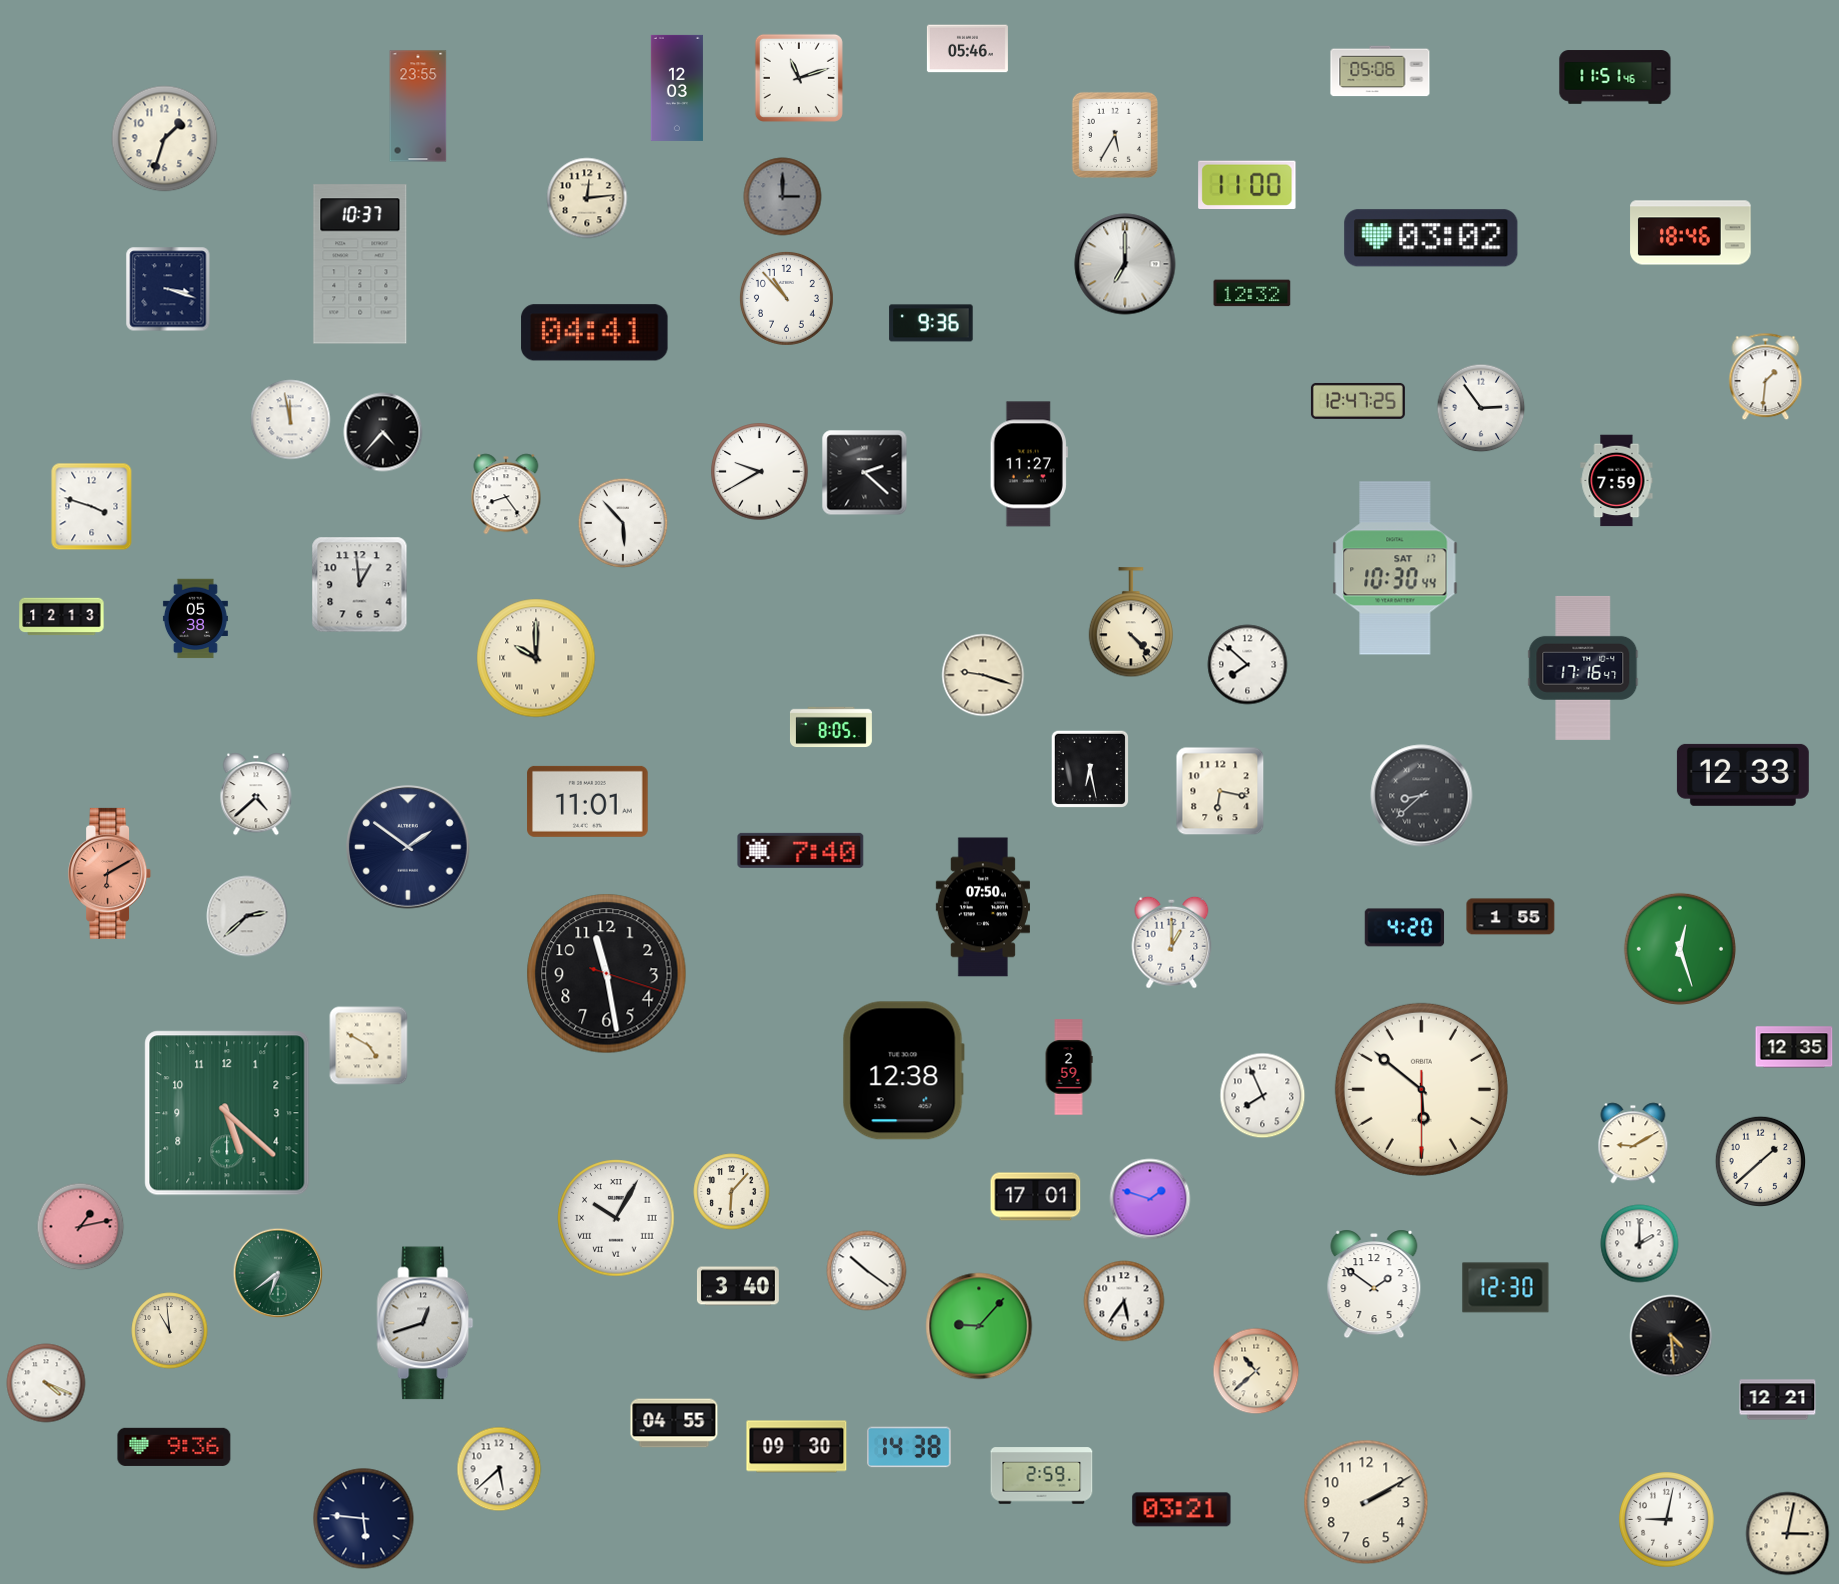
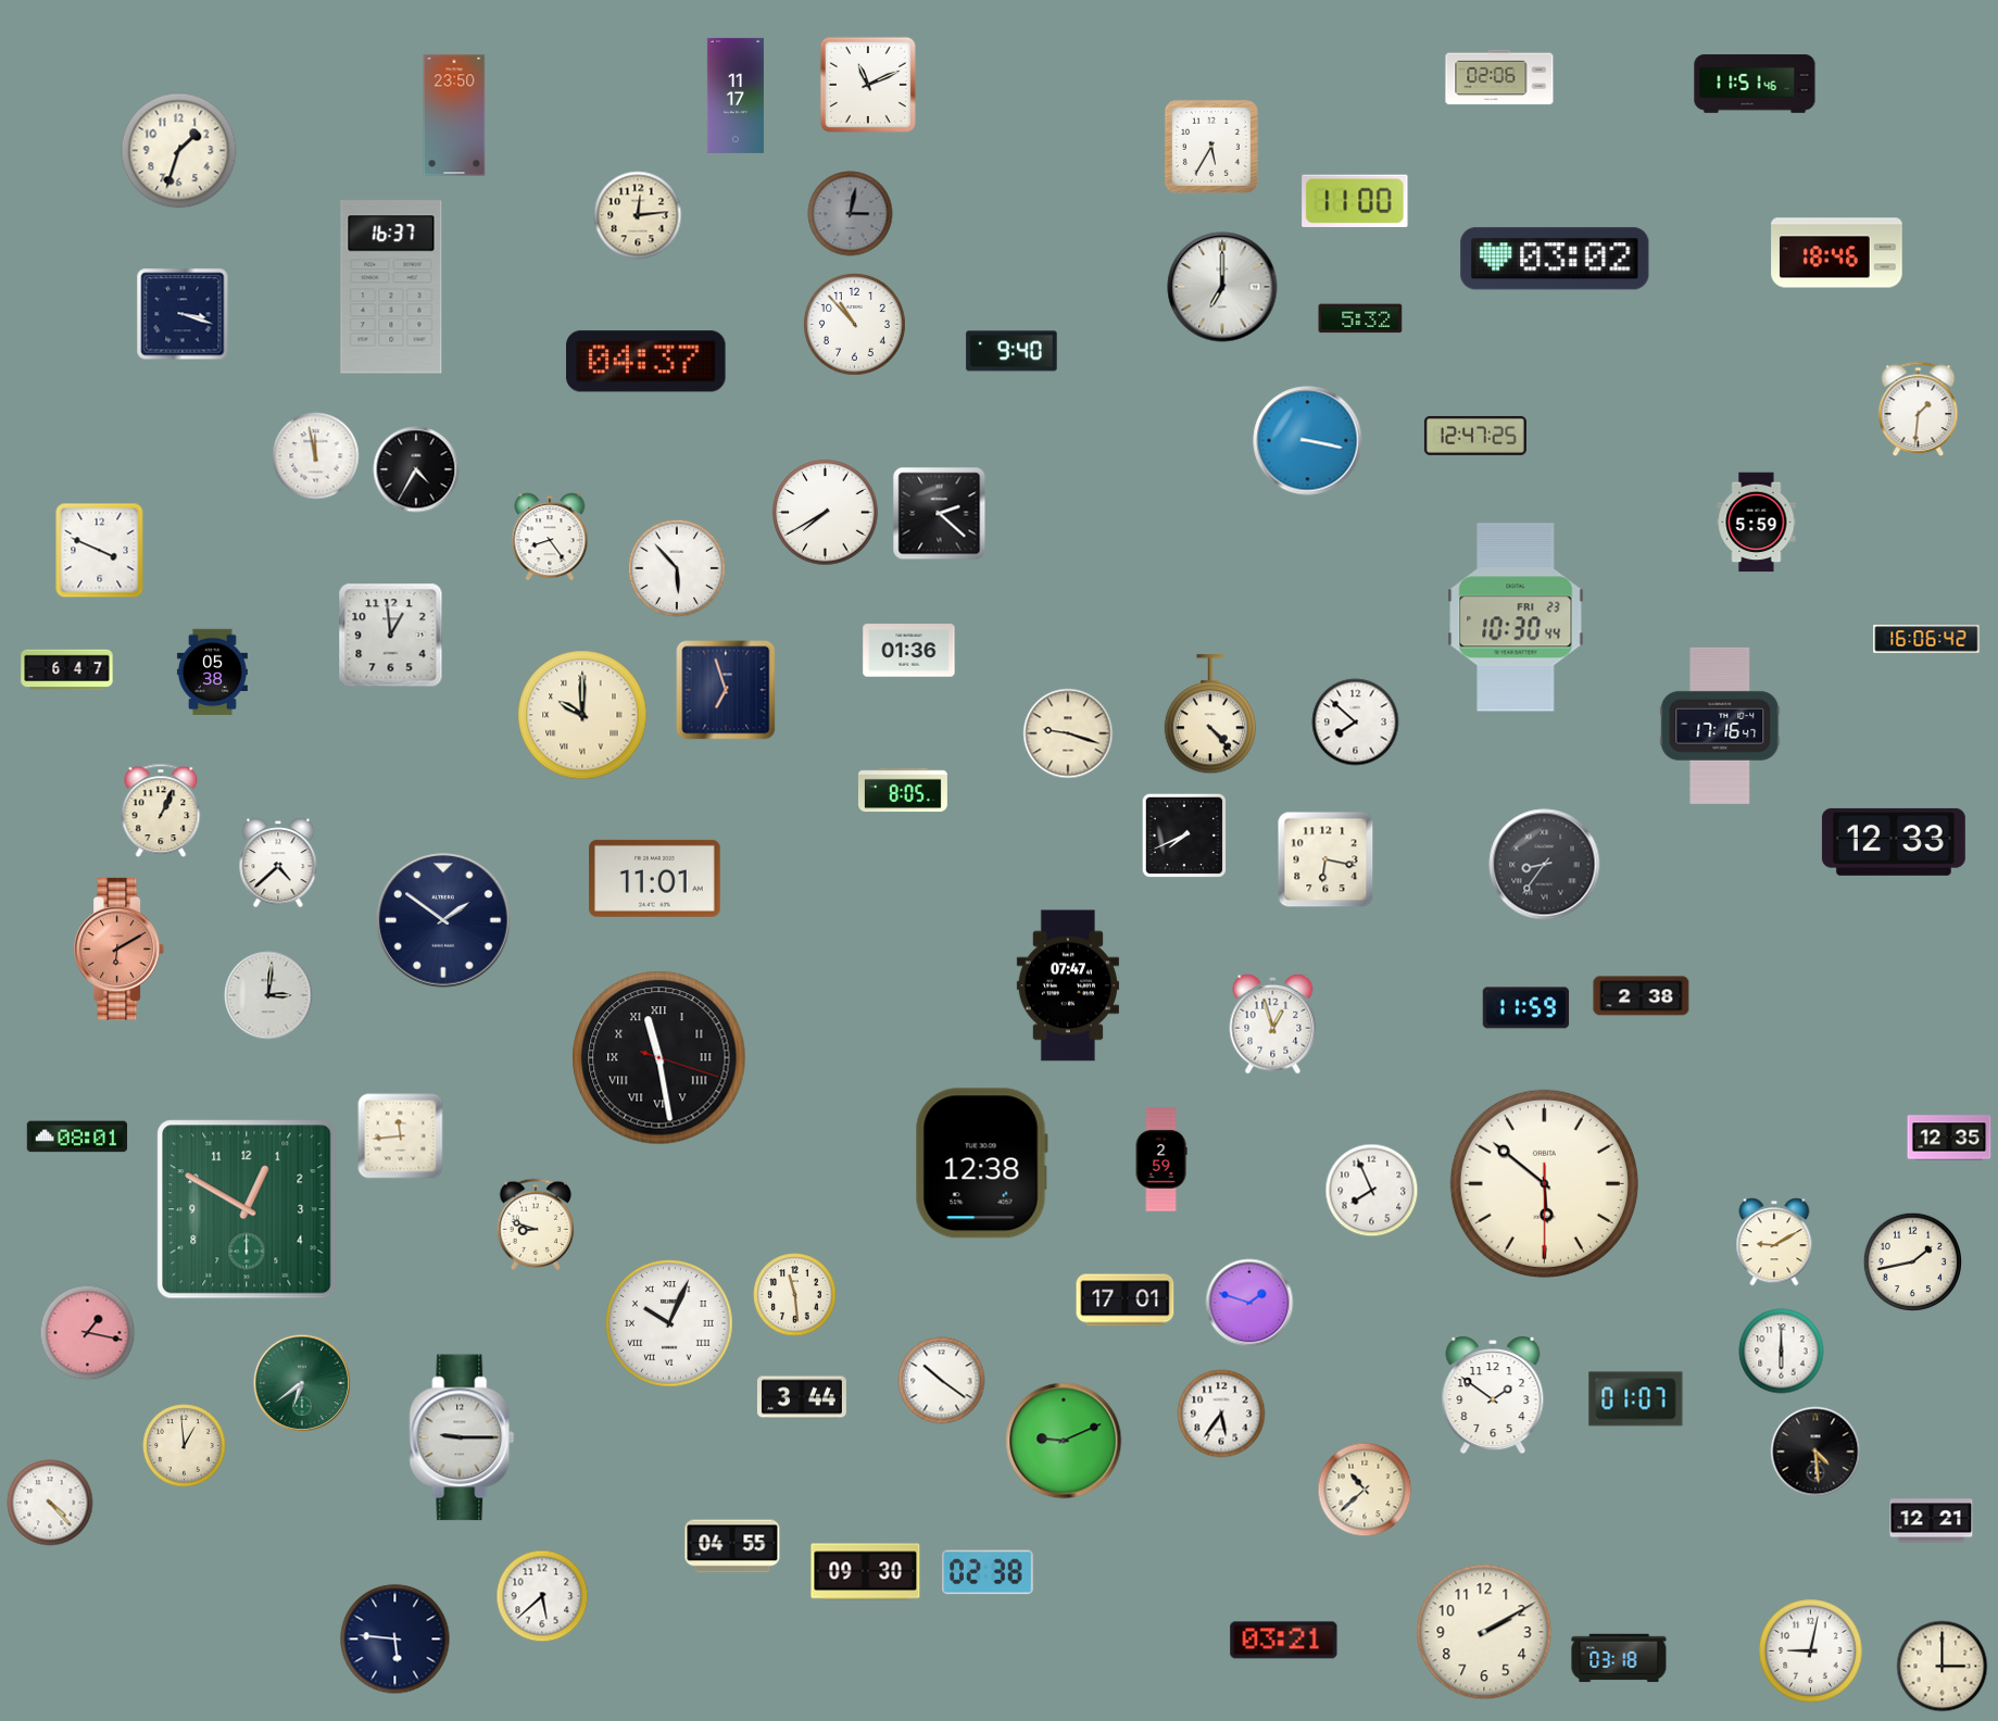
clock at (967, 49): 05:46 -> none
clock at (1380, 71): 05:06 -> 02:06
clock at (799, 78): 11:12 -> 11:11
clock at (677, 88): 12:03 -> 11:17
clock at (418, 106): 23:55 -> 23:50
clock at (783, 197): 3:00 -> 3:02
clock at (360, 264): 10:37 -> 16:37
clock at (1252, 293): 12:32 -> 5:32
clock at (931, 323): 9:36 -> 9:40
clock at (595, 333): 04:41 -> 04:37
clock at (1308, 441): none -> 3:17
clock at (1481, 408): 2:54 -> none
clock at (383, 432): 4:37 -> 4:35
clock at (1029, 464): 11:27 -> none
clock at (760, 472): 9:40 -> 7:40
clock at (1617, 481): 7:59 -> 5:59
clock at (92, 507): 3:48 -> 3:49
clock at (1395, 568) date: SAT 17 -> FRI 23
clock at (1926, 639): none -> 16:06
clock at (909, 651): none -> 01:36
clock at (62, 617): 12:13 -> 6:47
clock at (1130, 623) position: (1130, 623) -> (1209, 715)
clock at (726, 690): none -> 6:57
clock at (161, 811): none -> 1:04
clock at (1089, 768): 6:28 -> 7:41
clock at (1422, 796): 8:38 -> 8:36
clock at (588, 801) position: (588, 801) -> (655, 878)
clock at (801, 850): 7:40 -> none
clock at (983, 907): 07:50 -> 07:47
clock at (247, 916): 2:38 -> 3:01
clock at (1511, 917): 1:55 -> 2:38
clock at (1405, 928): 4:20 -> 11:59
clock at (1172, 942): 1:00 -> 12:57
clock at (1680, 949): 12:27 -> none
clock at (607, 974) numerals: Arabic -> Roman
clock at (77, 1136): none -> 08:01
clock at (369, 1046): 4:50 -> 11:44
clock at (227, 1113): 5:22 -> 12:50
clock at (536, 1224): none -> 8:48
clock at (1760, 1161): 1:38 -> 1:43
clock at (732, 1192): 6:07 -> 11:29
clock at (616, 1218): 10:05 -> 10:04
clock at (81, 1227): 1:13 -> 1:17
clock at (1640, 1244): 2:00 -> 6:00
clock at (738, 1286): 3:40 -> 3:44
clock at (1506, 1288): 12:30 -> 01:07
clock at (425, 1323): 12:42 -> 9:15
clock at (979, 1326): 9:07 -> 9:11
clock at (170, 1331): 10:59 -> 12:59
clock at (46, 1383): 4:19 -> 4:23
clock at (174, 1447): 9:36 -> none
clock at (909, 1447): 14:38 -> 02:38
clock at (1042, 1476): 2:59 -> none
clock at (364, 1519) position: (364, 1519) -> (395, 1640)
clock at (1619, 1658): none -> 03:18
clock at (1788, 1534): 3:02 -> 3:00
